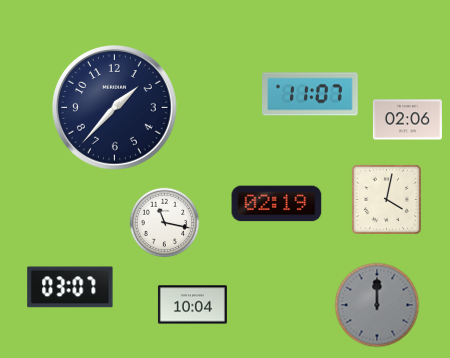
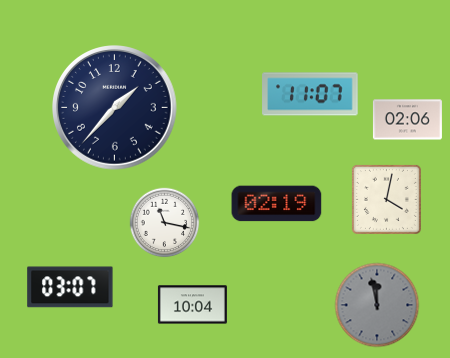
clock at (377, 305): 12:00 -> 11:58
